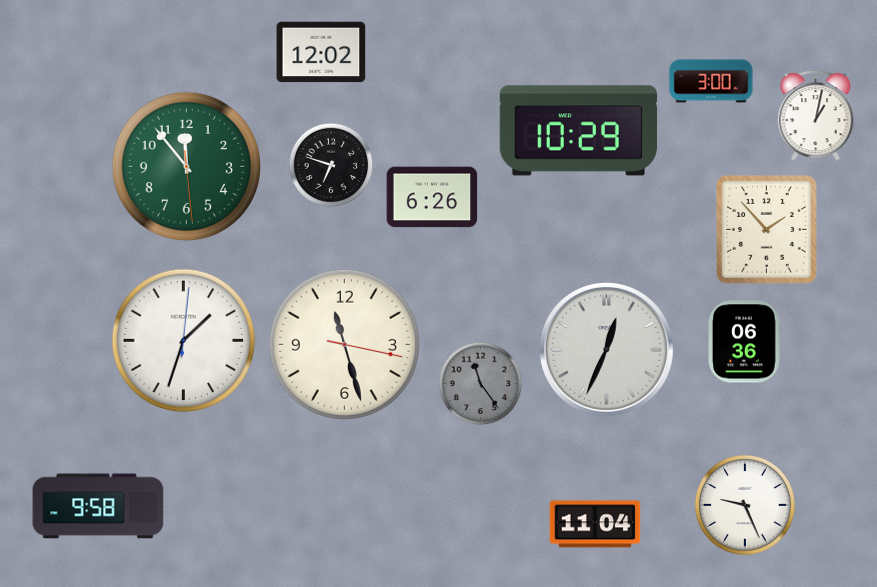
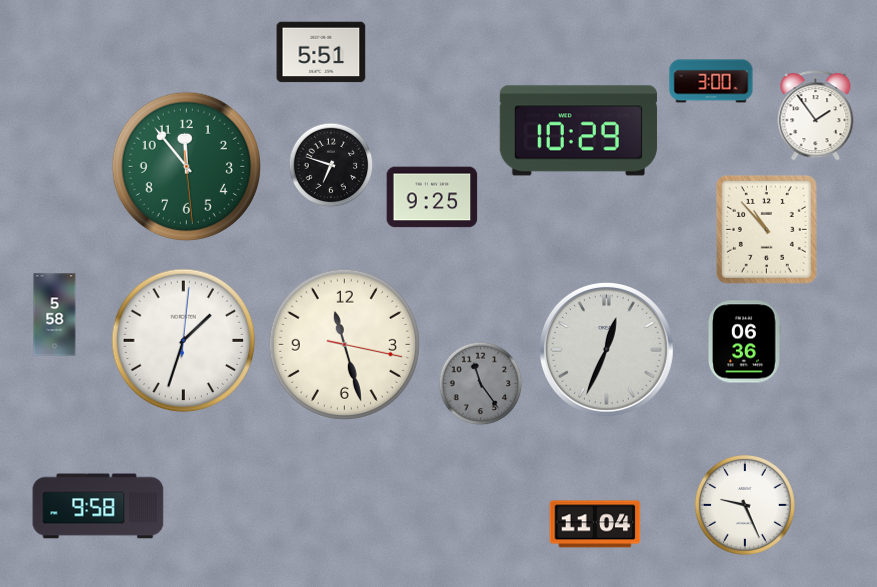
clock at (321, 52): 12:02 -> 5:51
clock at (816, 116): 1:02 -> 1:54
clock at (432, 197): 6:26 -> 9:25
clock at (766, 229): 1:53 -> 10:53
clock at (55, 315): none -> 5:58
